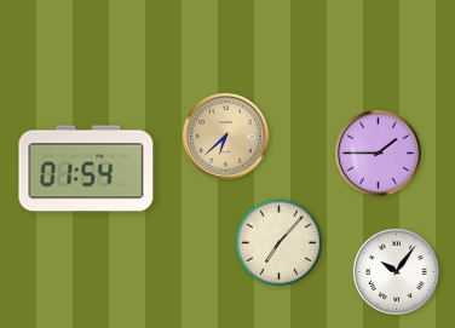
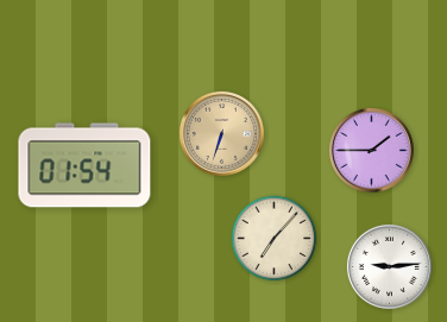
clock at (225, 136): 6:38 -> 6:33
clock at (396, 271): 10:06 -> 9:14
